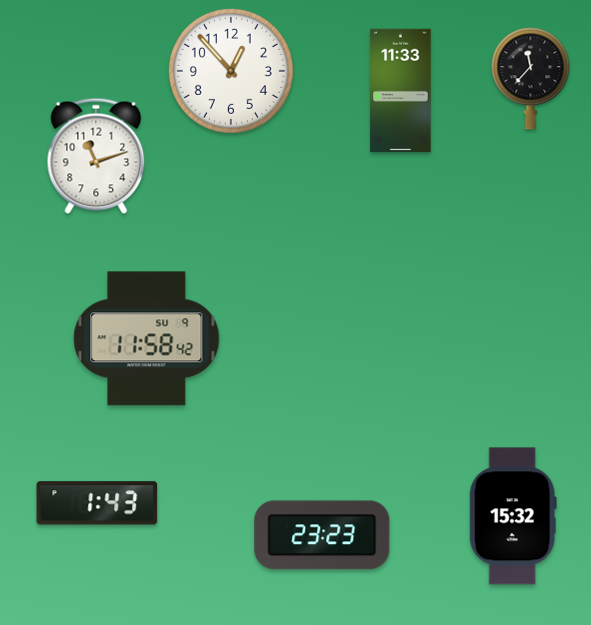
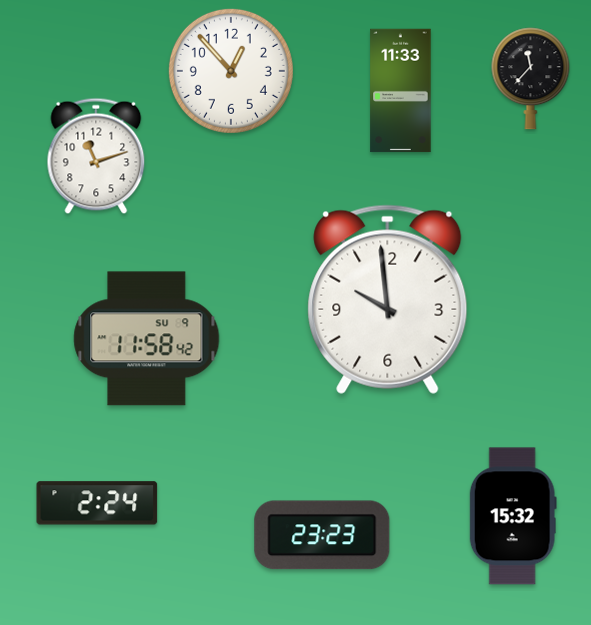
clock at (388, 299): none -> 9:59
clock at (97, 503): 1:43 -> 2:24
